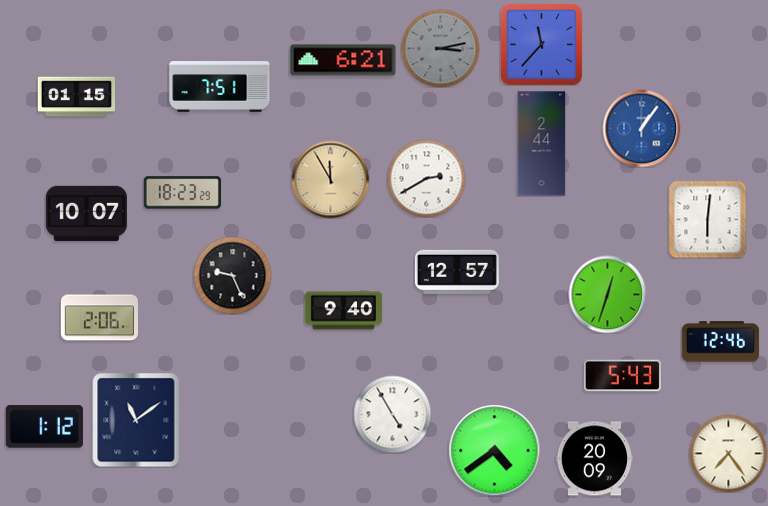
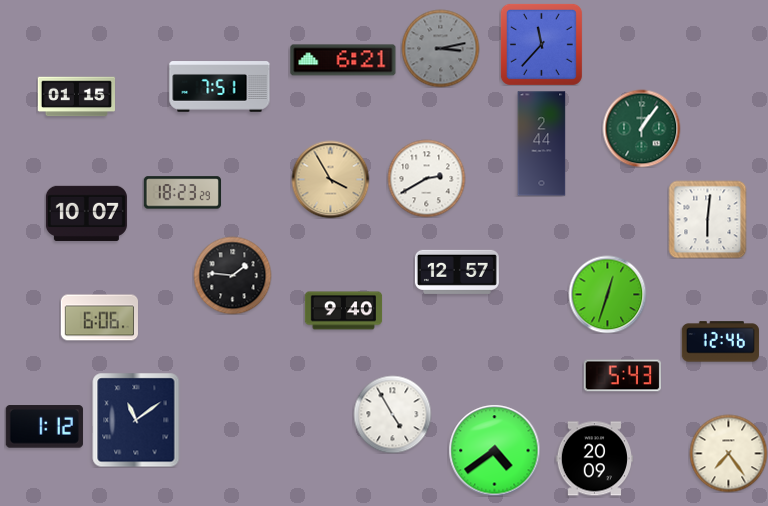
clock at (641, 128) dial: blue -> green
clock at (330, 179): 11:55 -> 3:55
clock at (232, 275): 9:26 -> 1:46
clock at (99, 318): 2:06 -> 6:06
